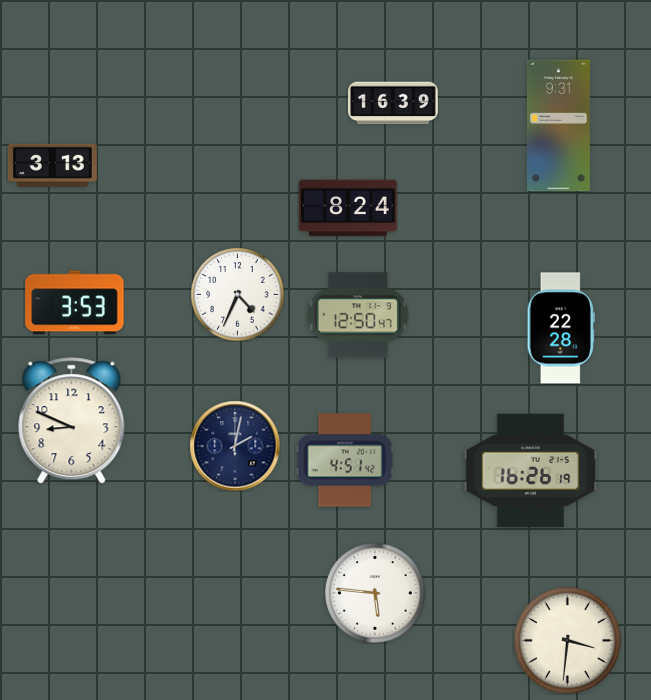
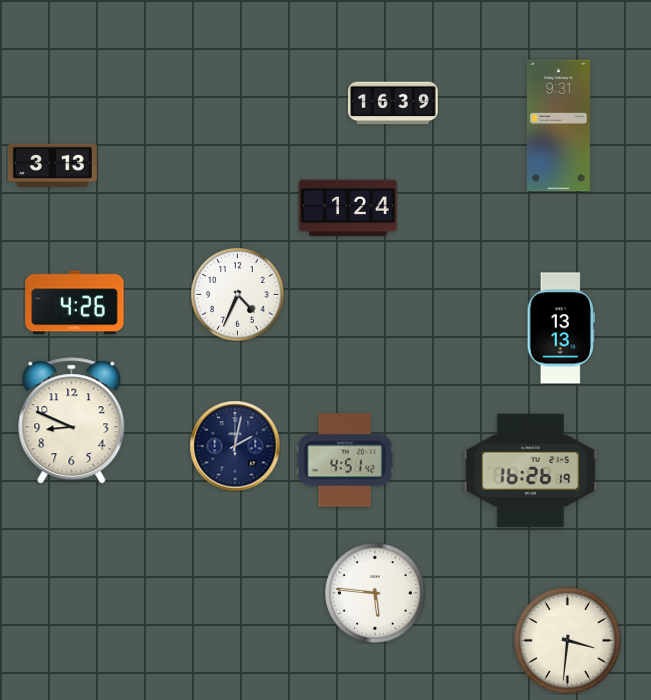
clock at (348, 208): 8:24 -> 1:24
clock at (75, 303): 3:53 -> 4:26
clock at (358, 315): 12:50 -> none
clock at (561, 328): 22:28 -> 13:13
